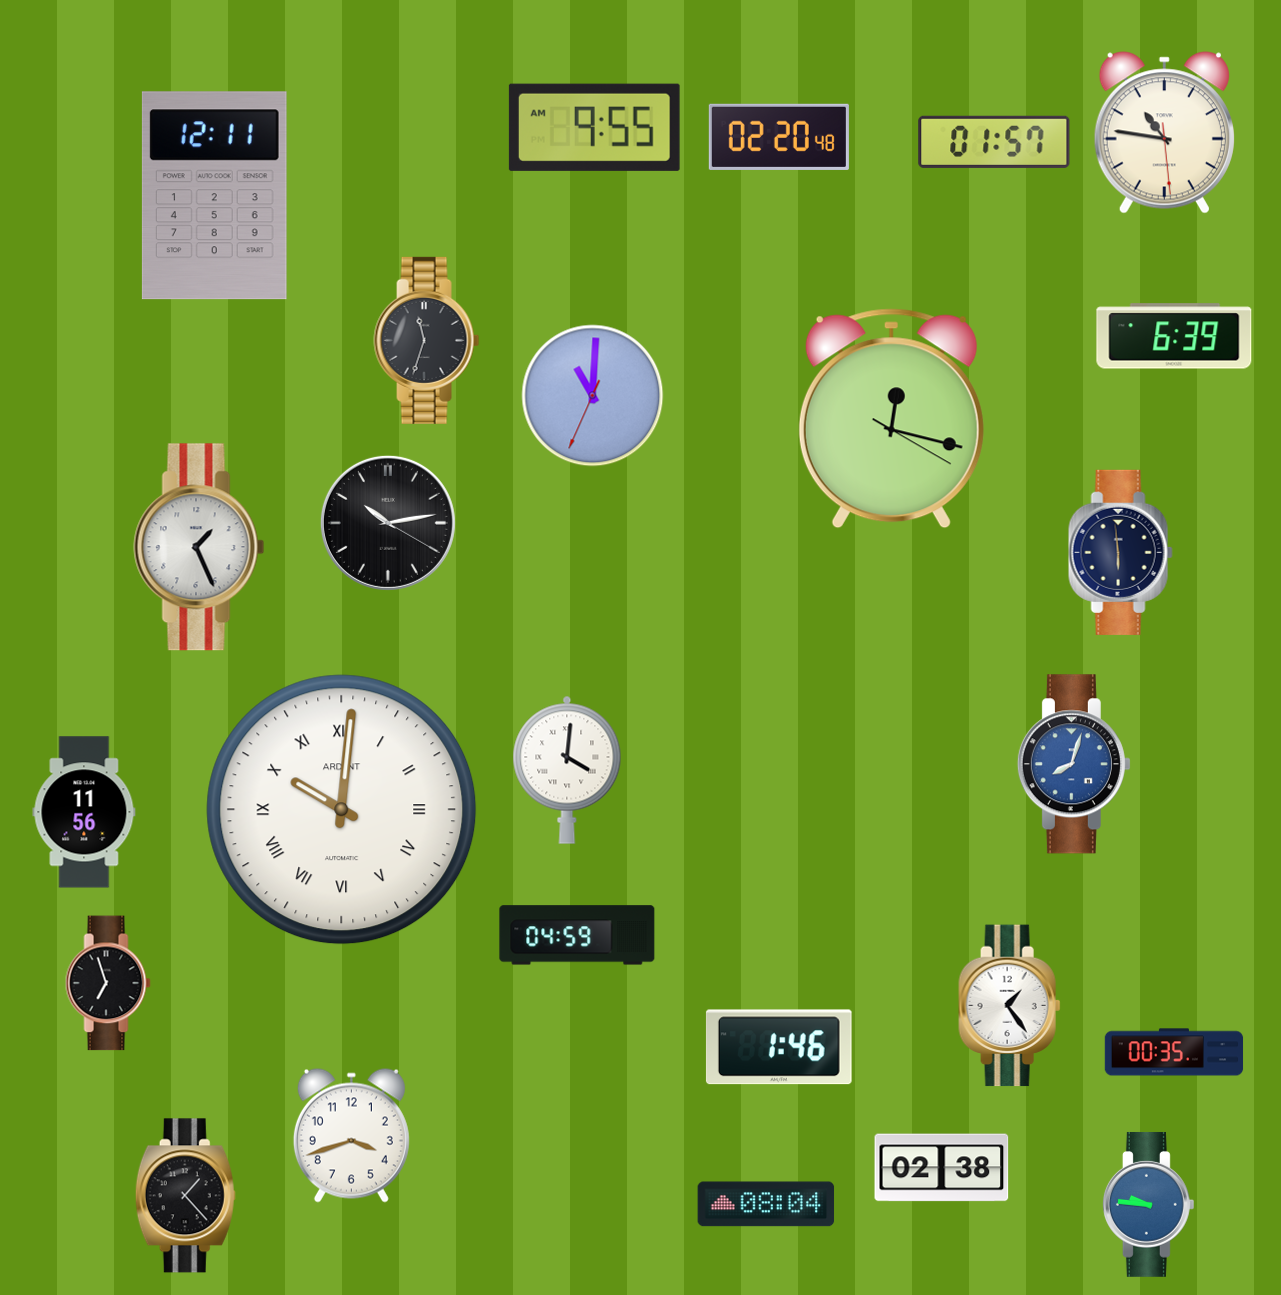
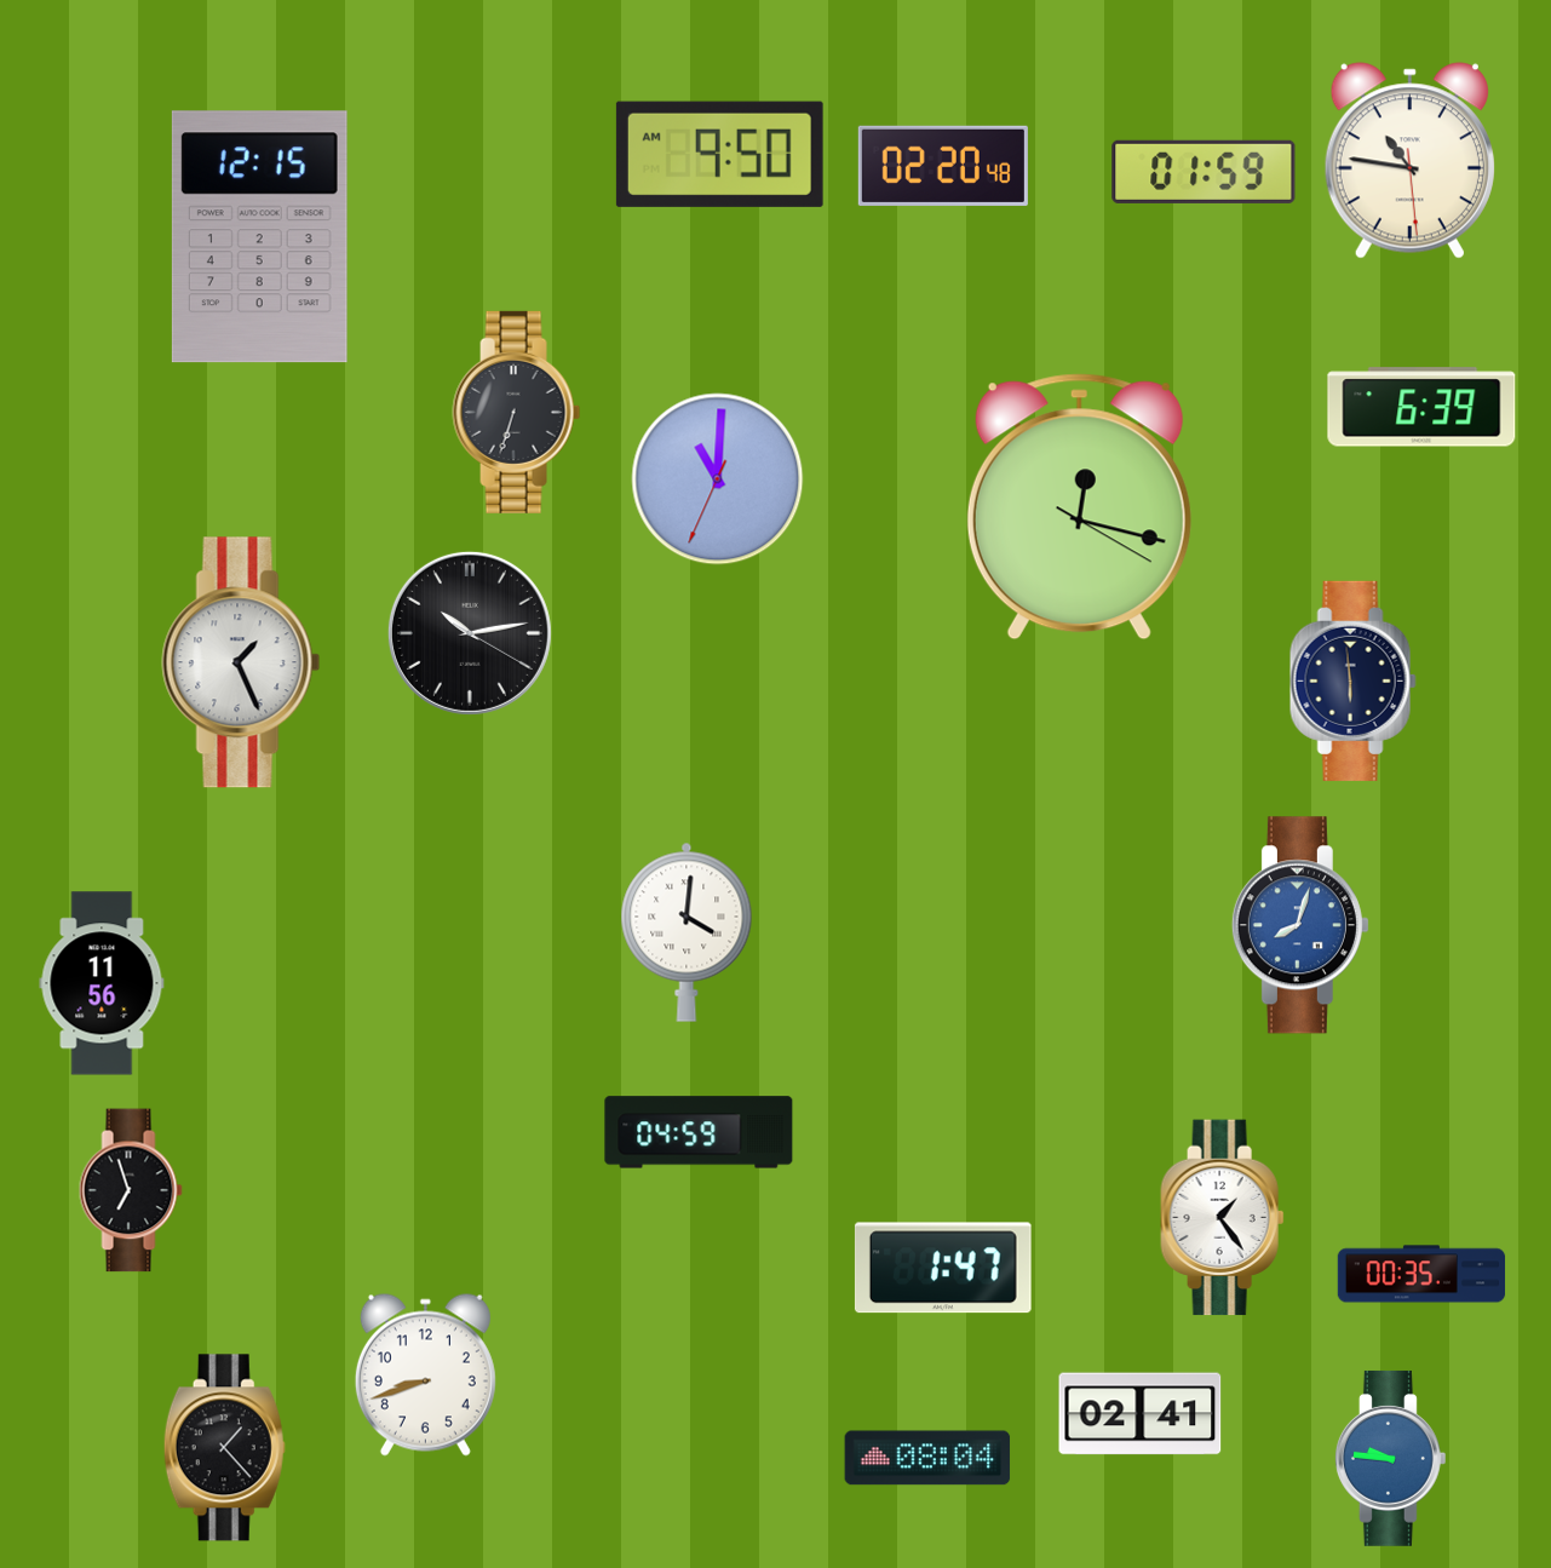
clock at (594, 127): 9:55 -> 9:50
clock at (994, 142): 01:57 -> 01:59
clock at (214, 196): 12:11 -> 12:15
clock at (427, 340): 11:33 -> 6:33
clock at (1120, 552) position: (1120, 552) -> (1352, 680)
clock at (342, 810): 10:01 -> none
clock at (779, 1047): 1:46 -> 1:47
clock at (351, 1135): 3:42 -> 8:42
clock at (942, 1168): 02:38 -> 02:41
